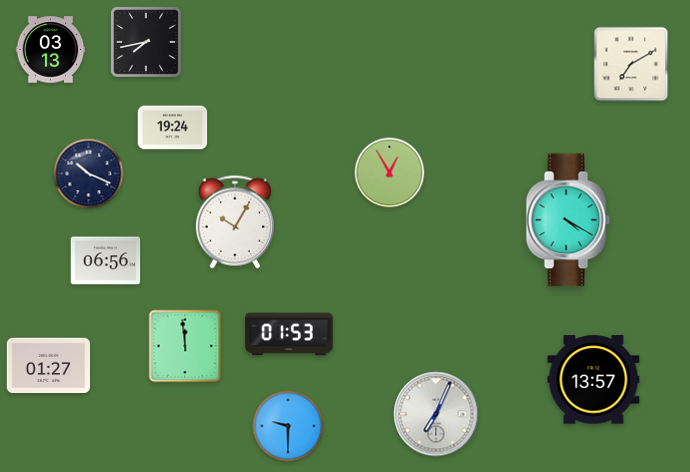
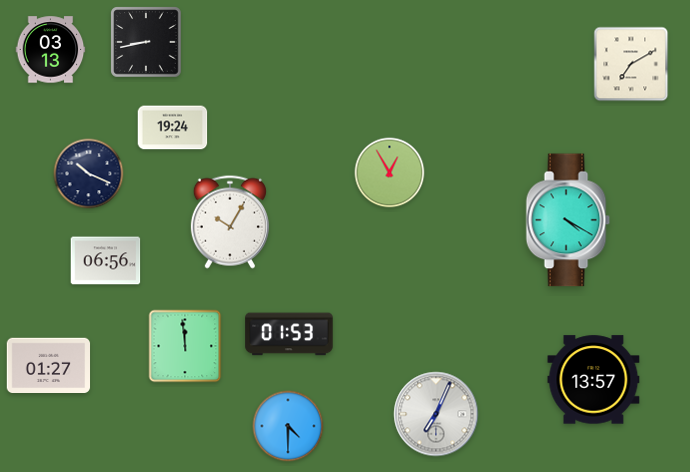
clock at (146, 42): 7:43 -> 8:43
clock at (235, 222) position: (235, 222) -> (230, 222)
clock at (288, 426): 9:30 -> 4:30
